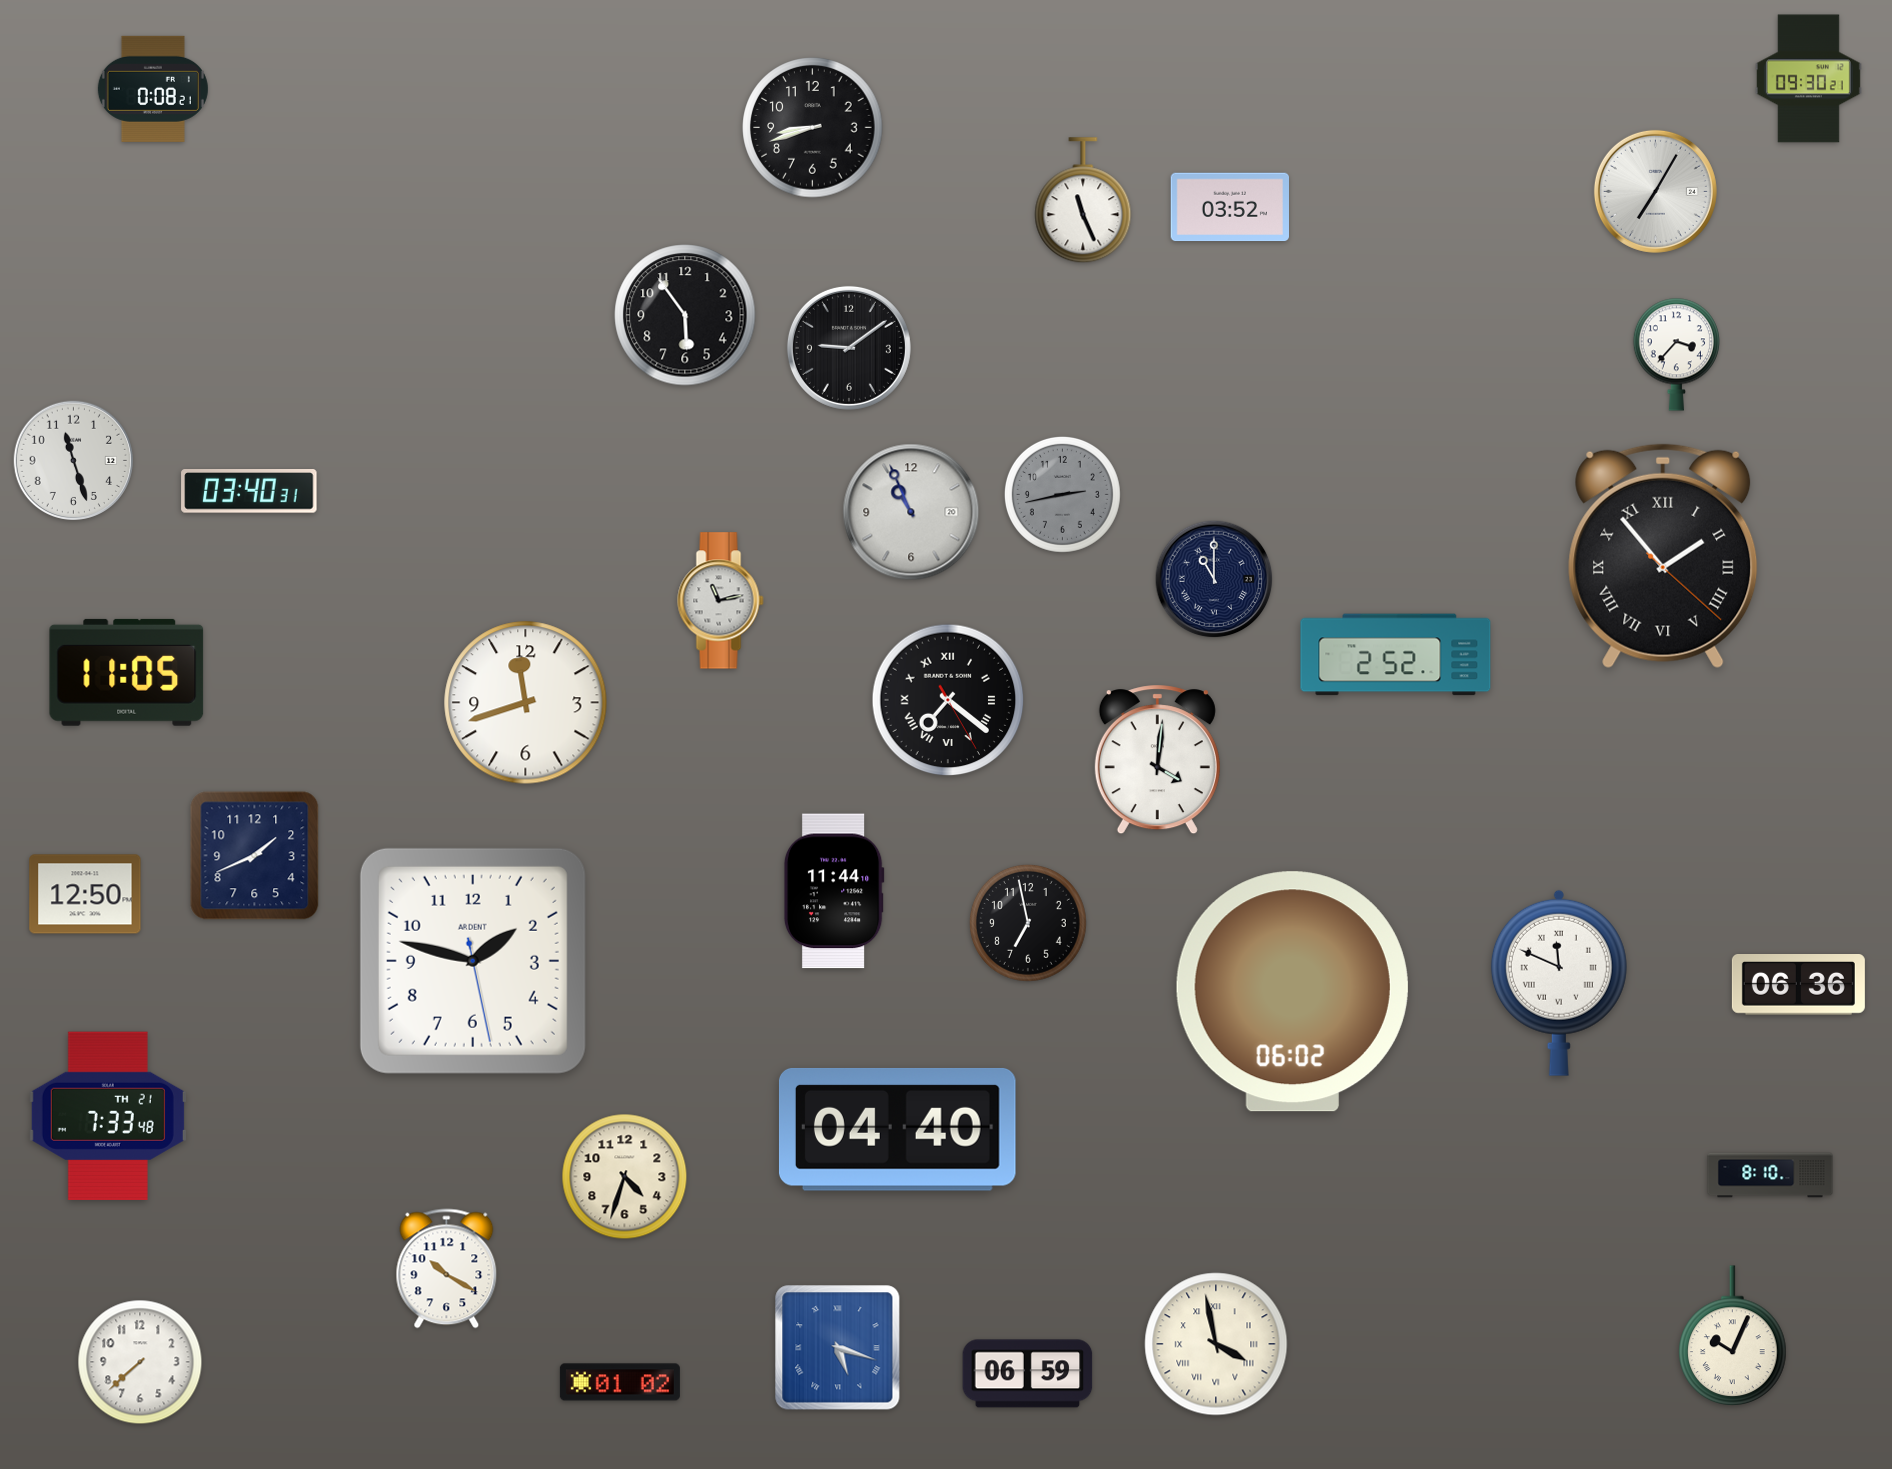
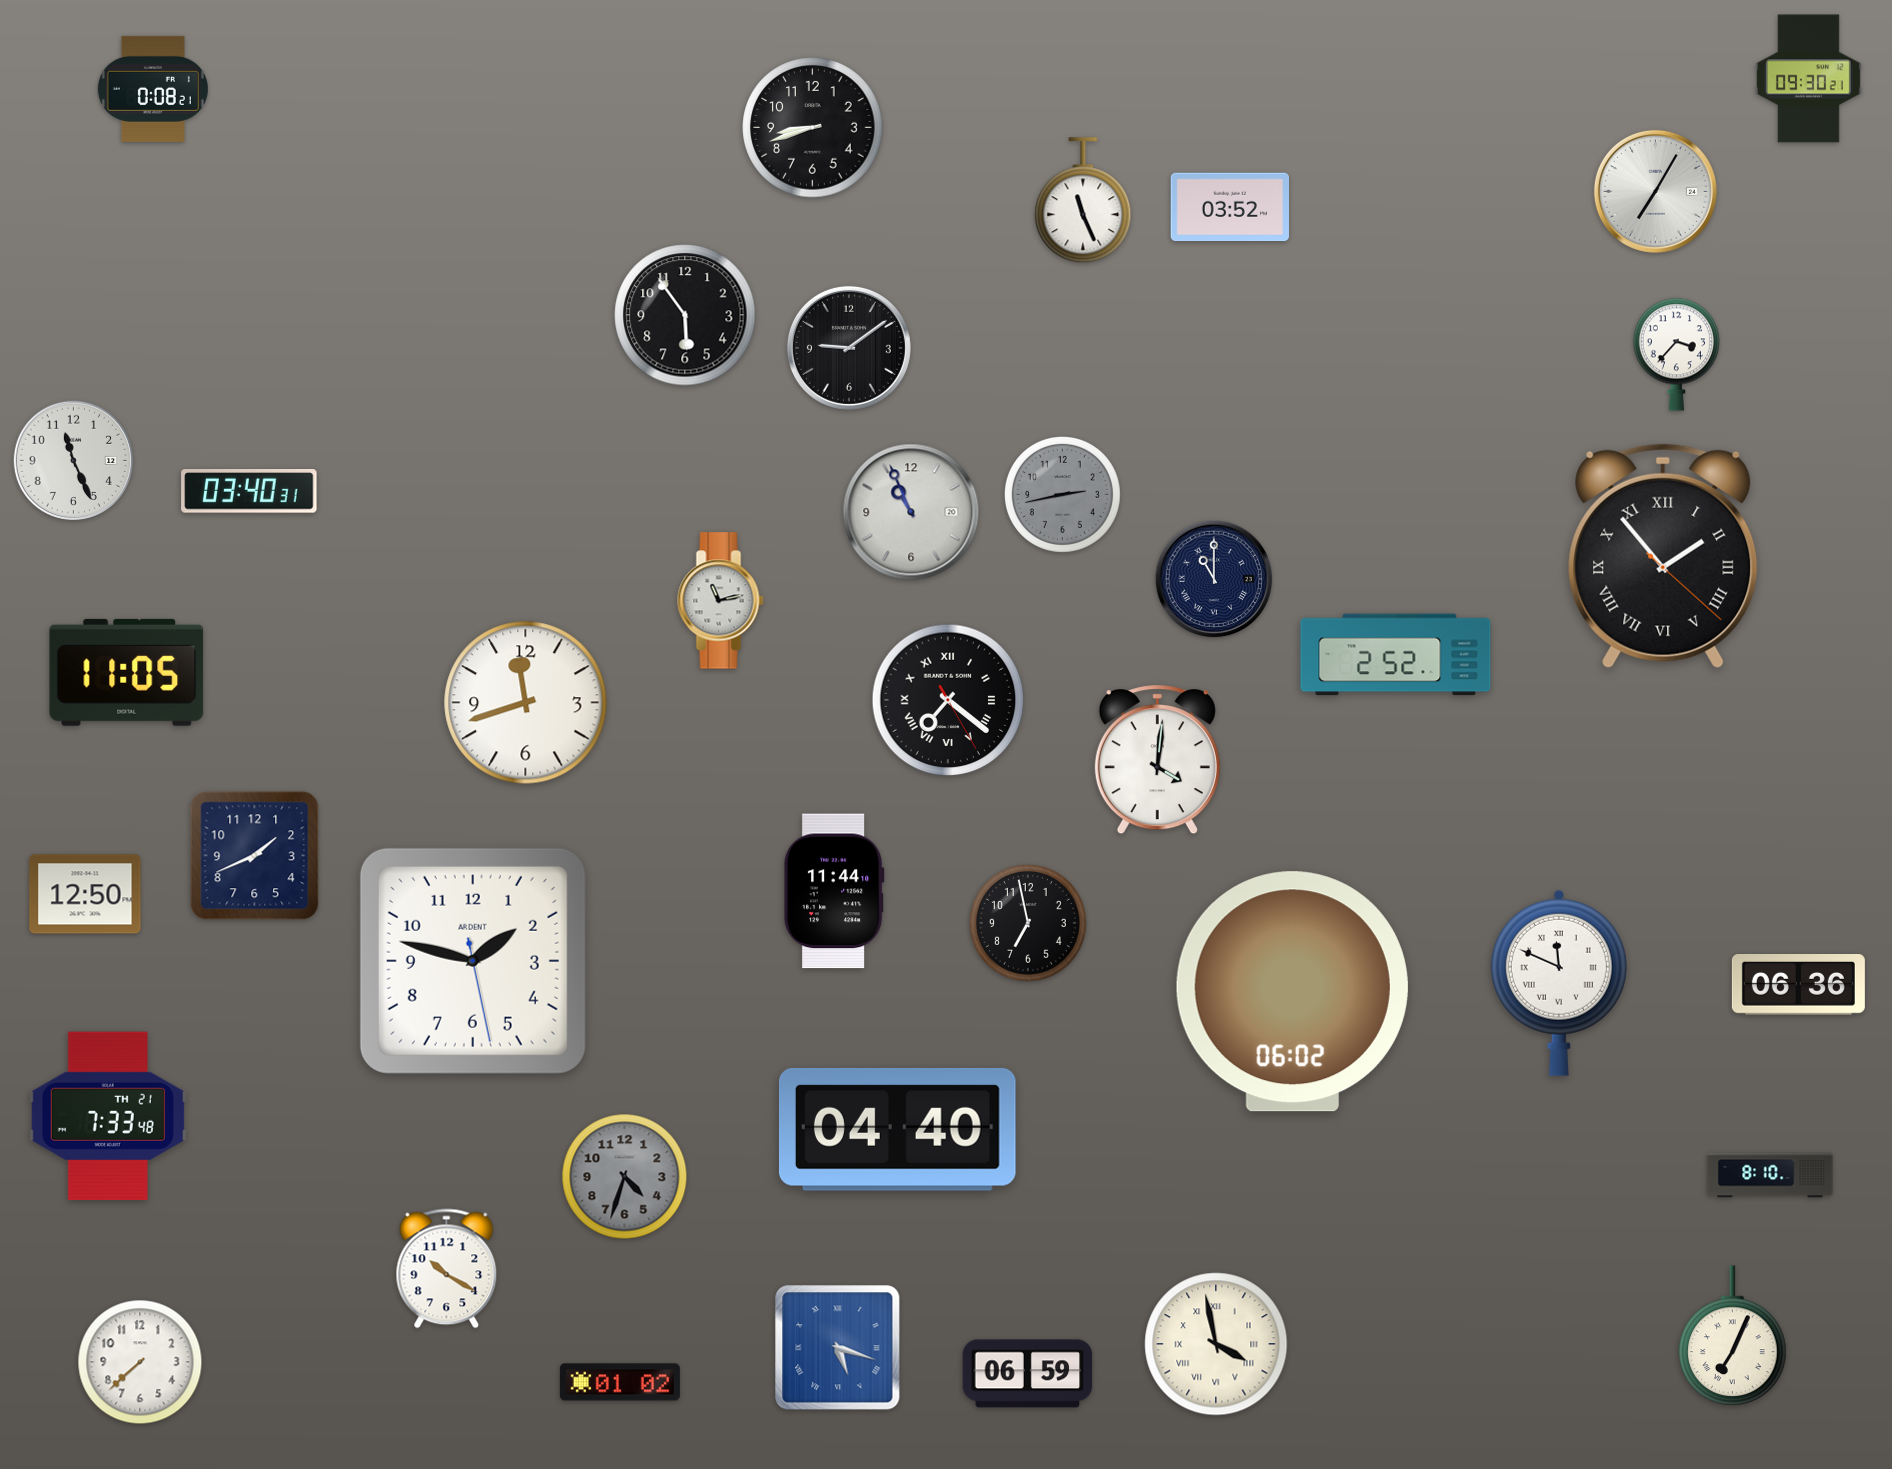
clock at (73, 460): 11:27 -> 11:26
clock at (625, 1177) dial: cream -> grey
clock at (1733, 1335): 10:04 -> 7:04
